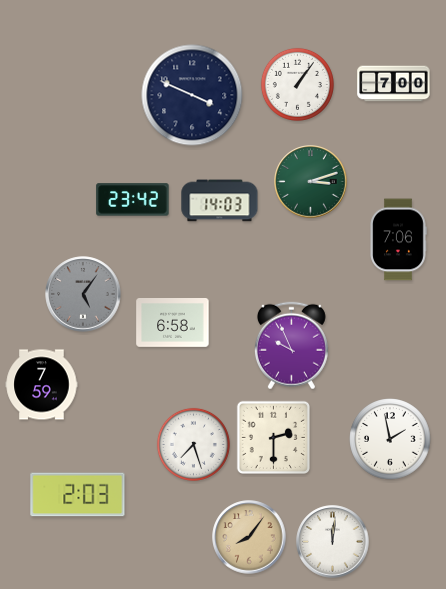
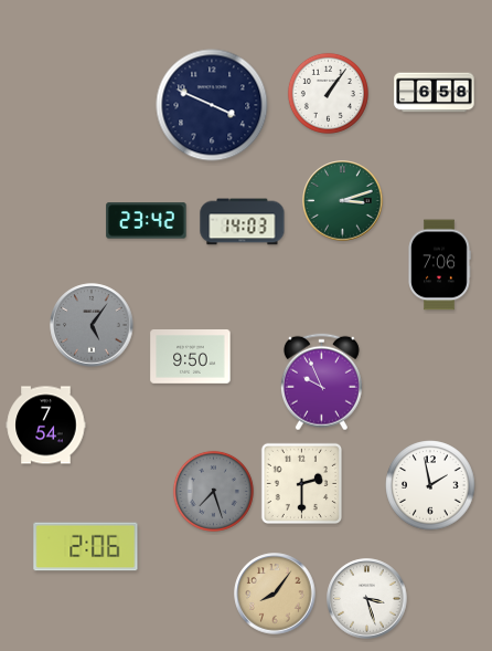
clock at (394, 84): 7:00 -> 6:58
clock at (173, 323): 6:58 -> 9:50
clock at (42, 385): 7:59 -> 7:54
clock at (193, 444) dial: white -> grey
clock at (78, 495): 2:03 -> 2:06
clock at (333, 542): 12:01 -> 3:27
